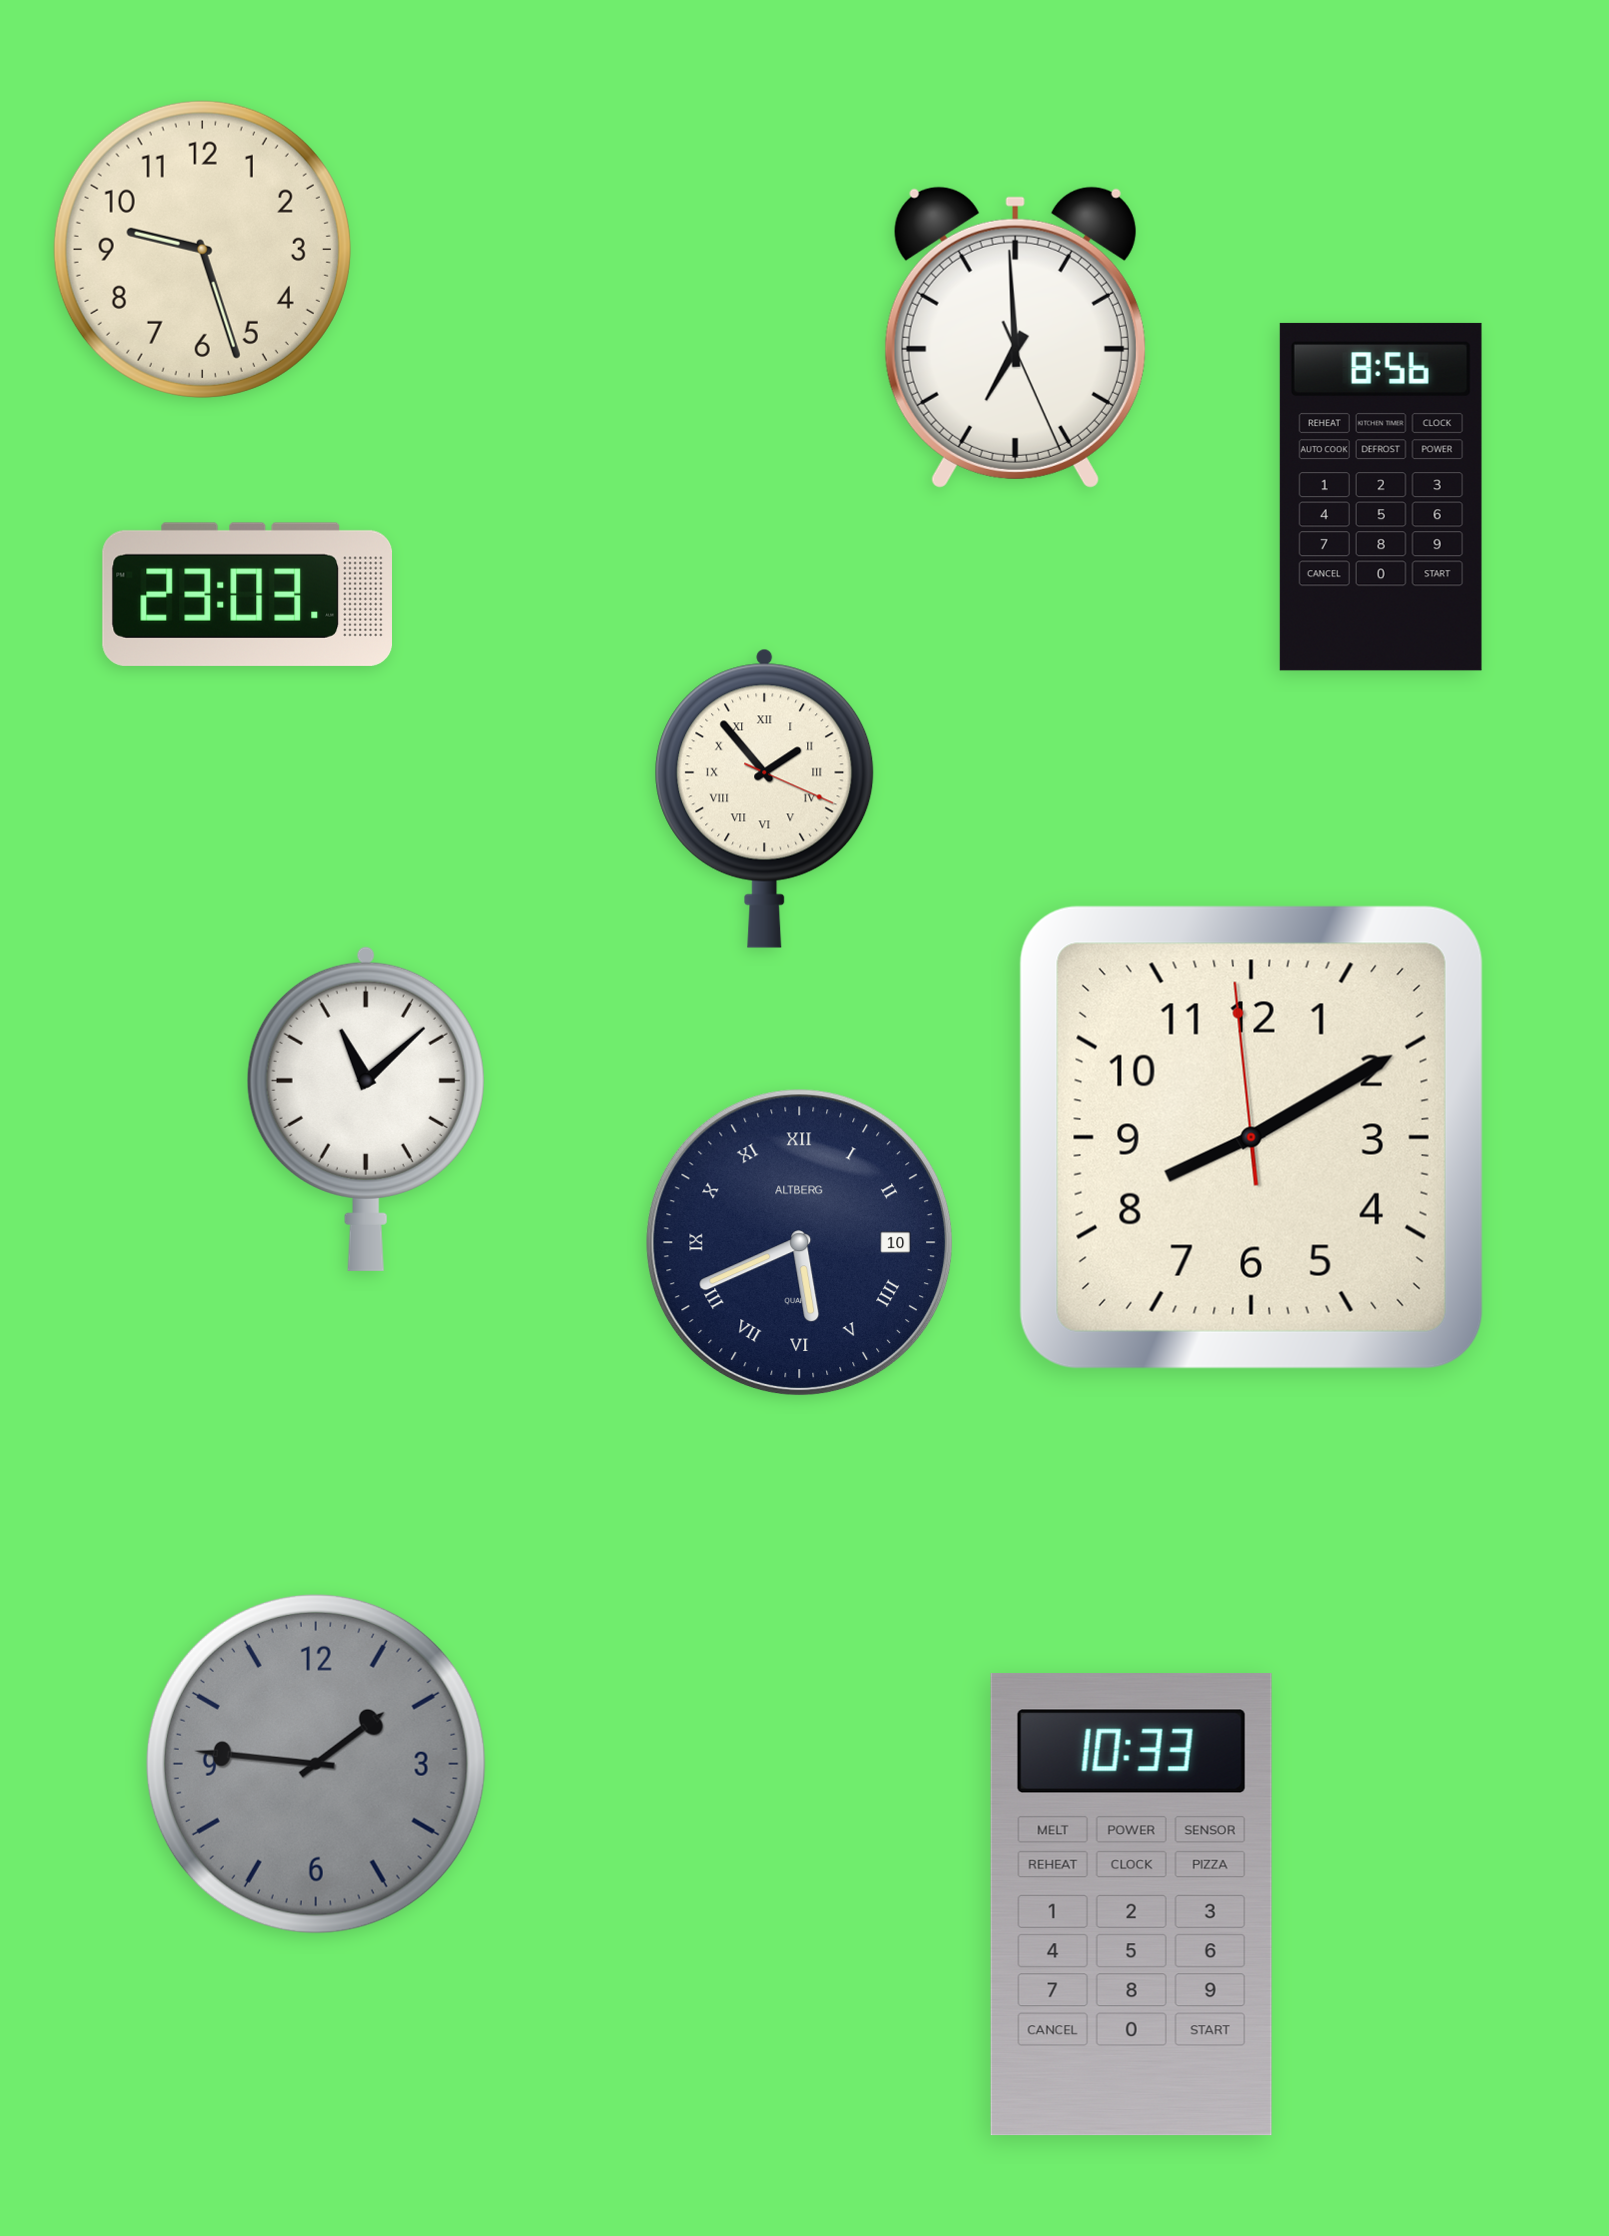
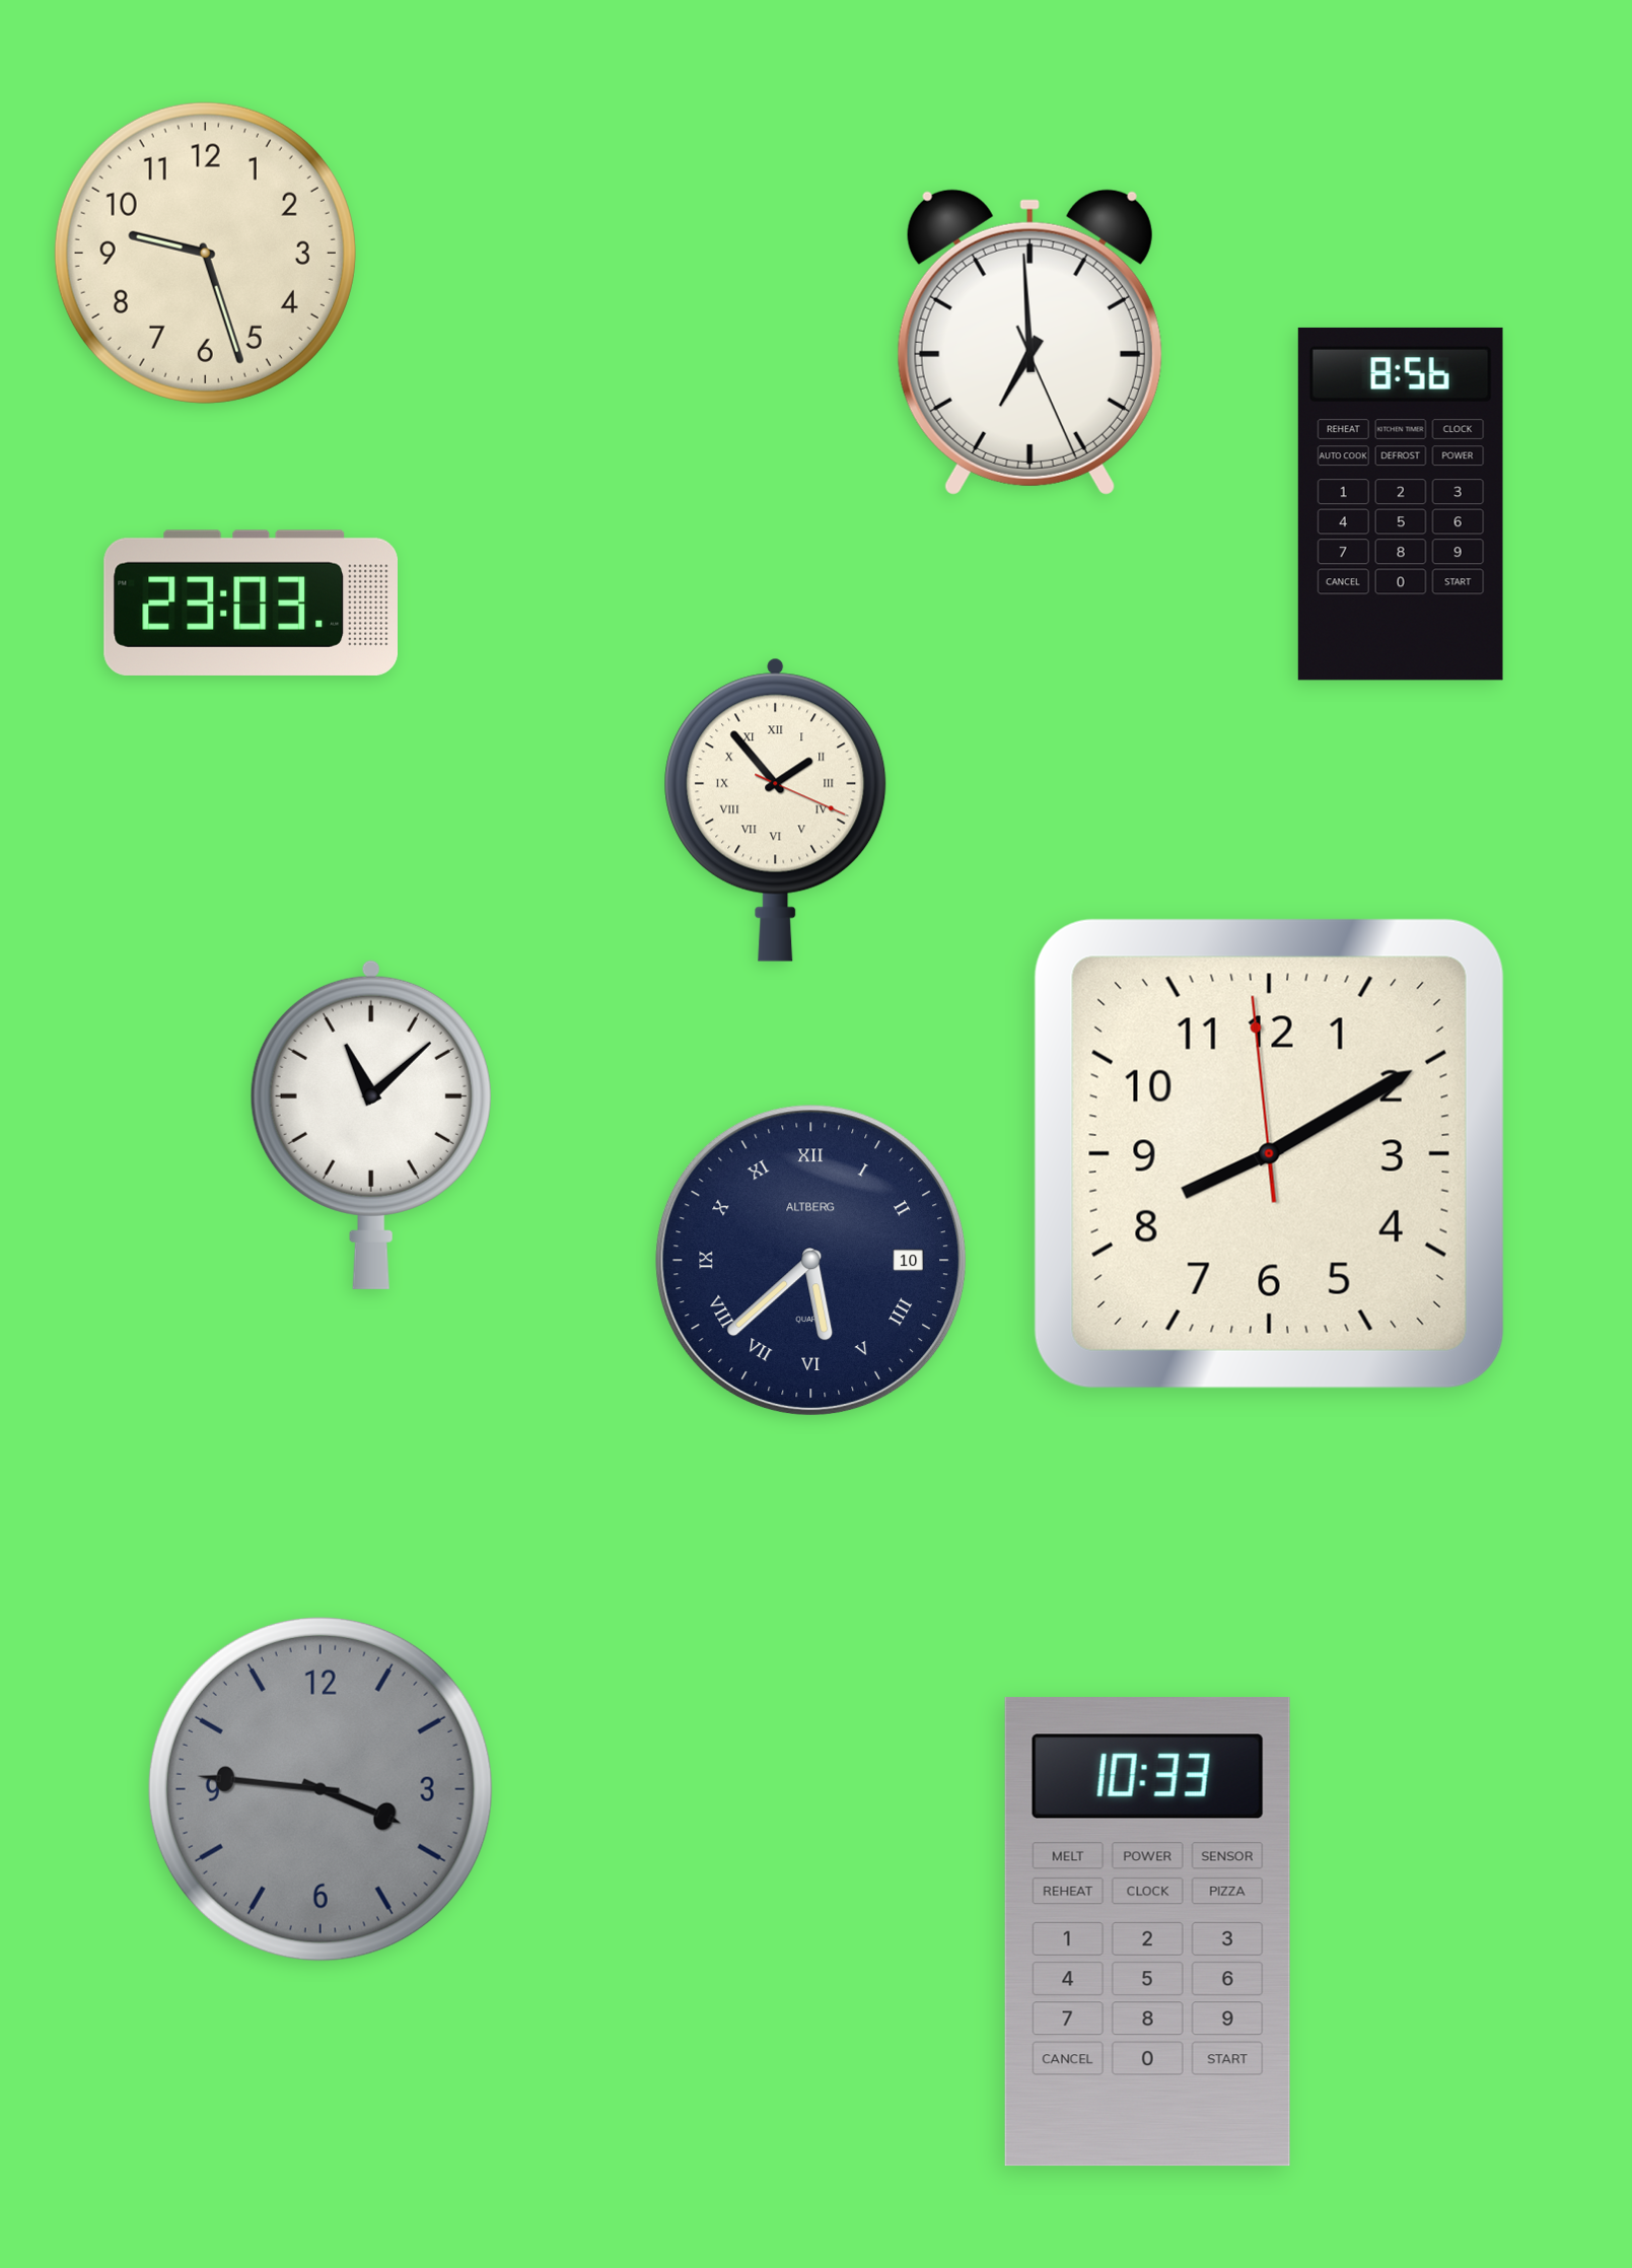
clock at (799, 1242): 5:41 -> 5:38
clock at (316, 1764): 1:46 -> 3:46
